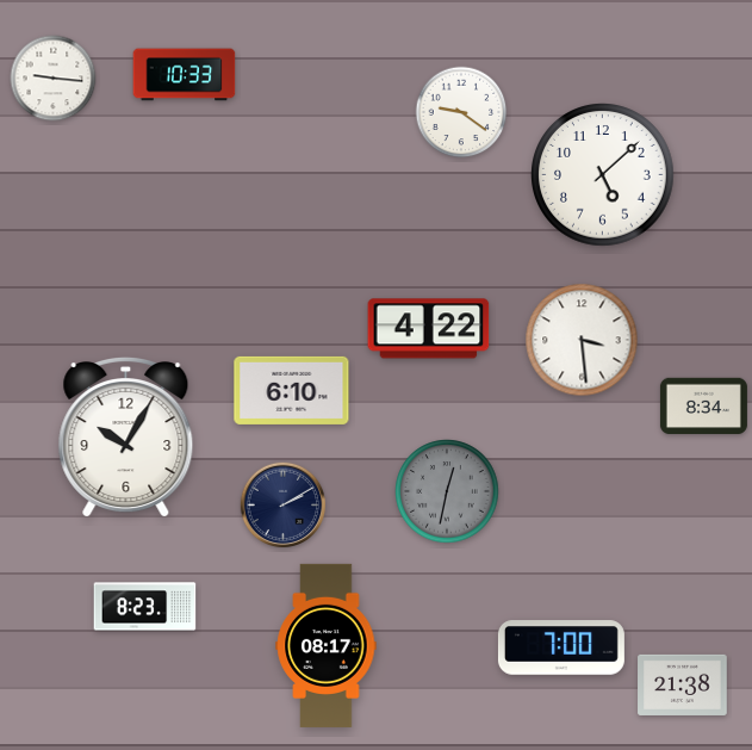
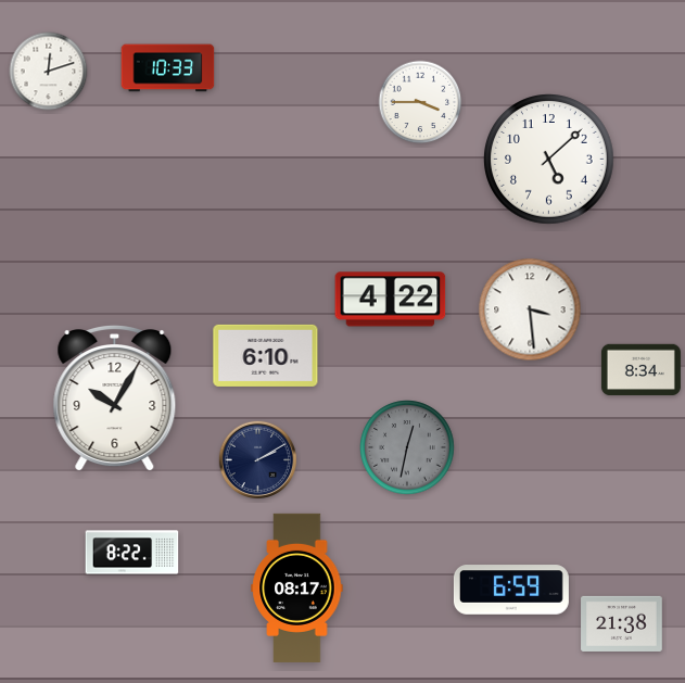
clock at (54, 79): 9:16 -> 12:12
clock at (461, 112): 9:21 -> 3:45
clock at (145, 607): 8:23 -> 8:22
clock at (561, 647): 7:00 -> 6:59
